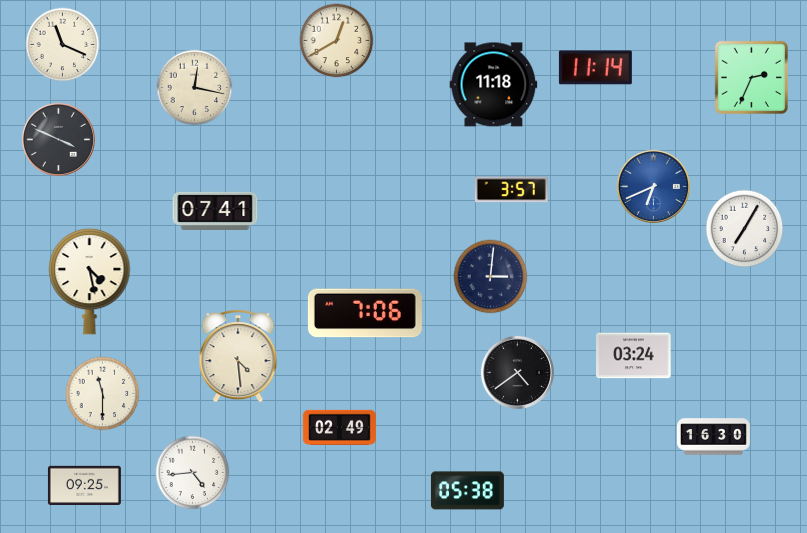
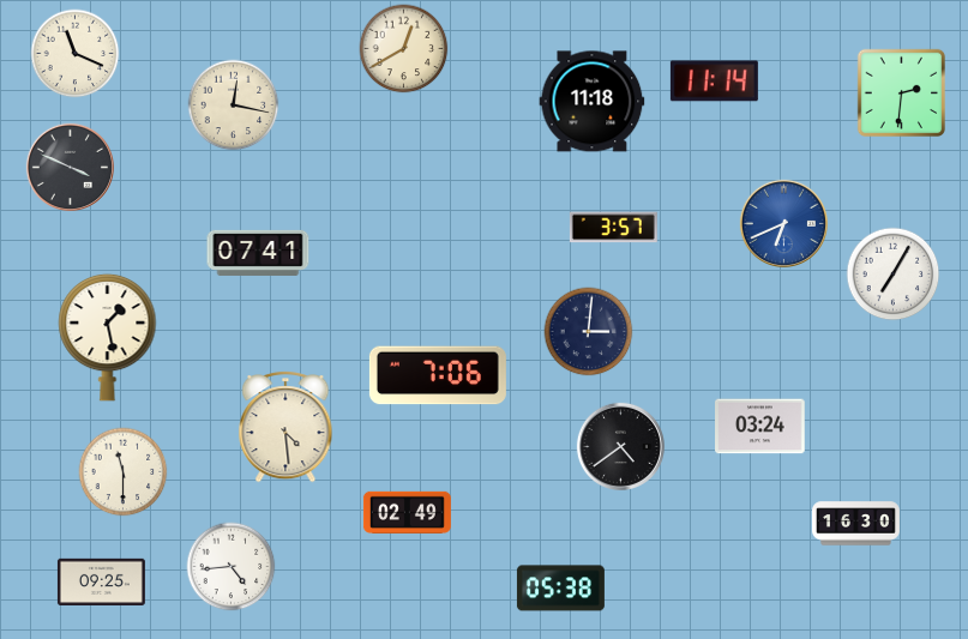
clock at (751, 77): 2:34 -> 2:31
clock at (90, 281): 4:28 -> 1:28
